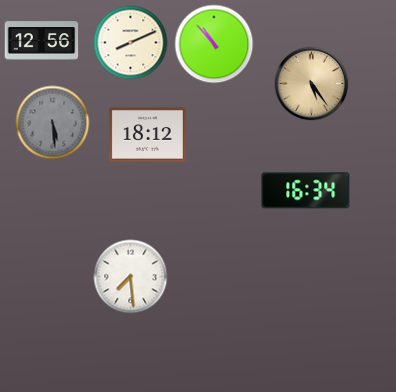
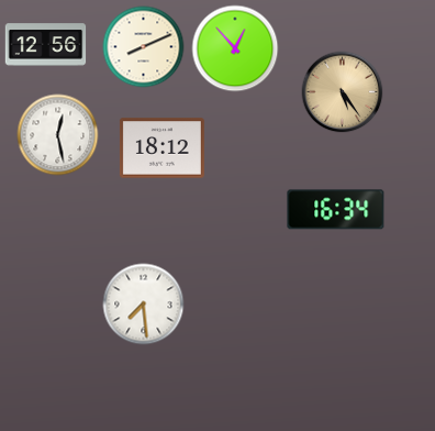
clock at (214, 44): 10:53 -> 12:53
clock at (53, 123): 5:29 -> 12:28
clock at (53, 123) dial: grey -> white
